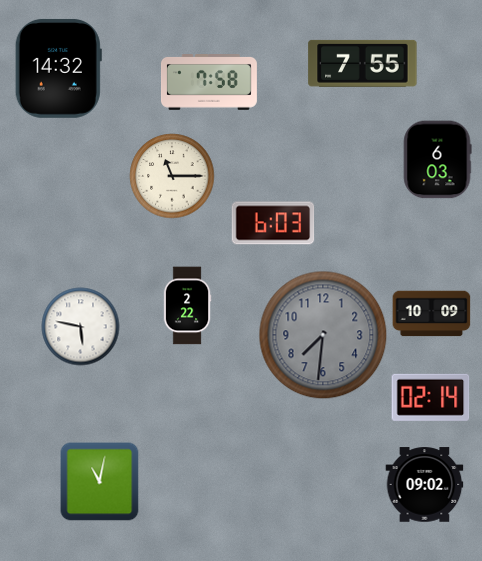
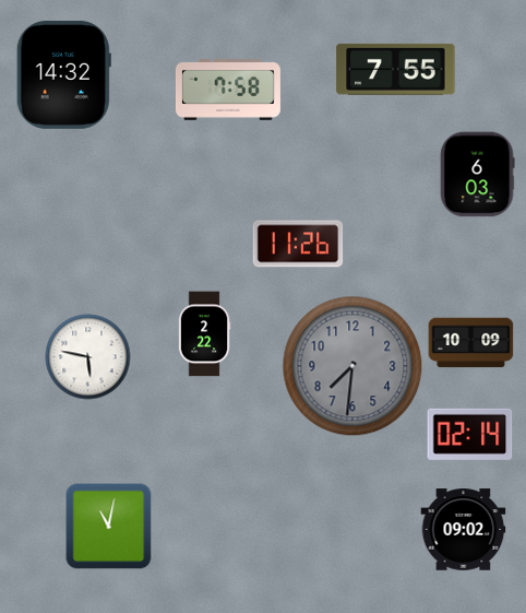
clock at (172, 176): 11:15 -> none
clock at (273, 223): 6:03 -> 11:26
